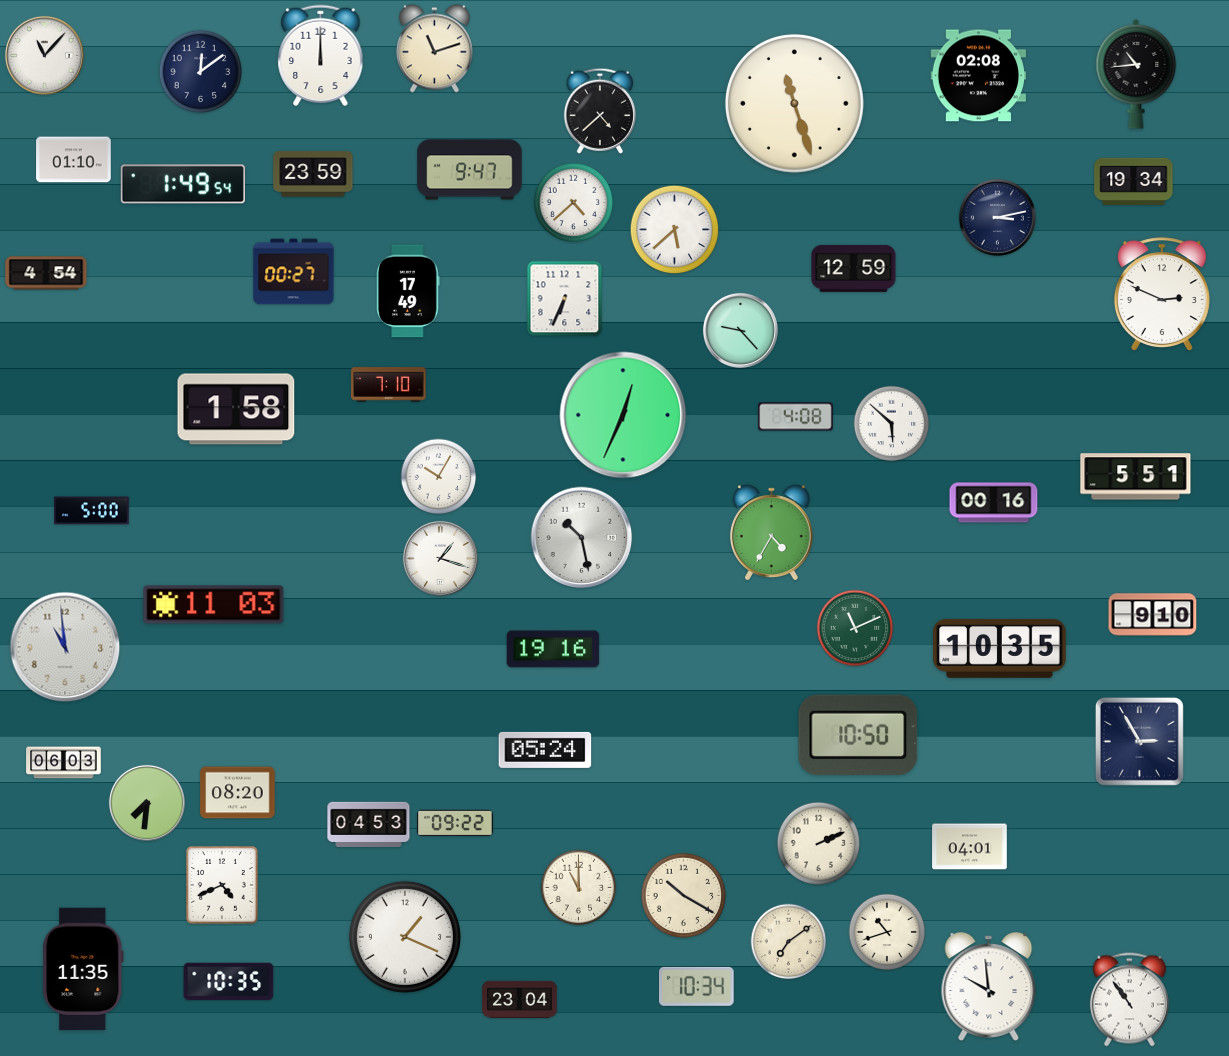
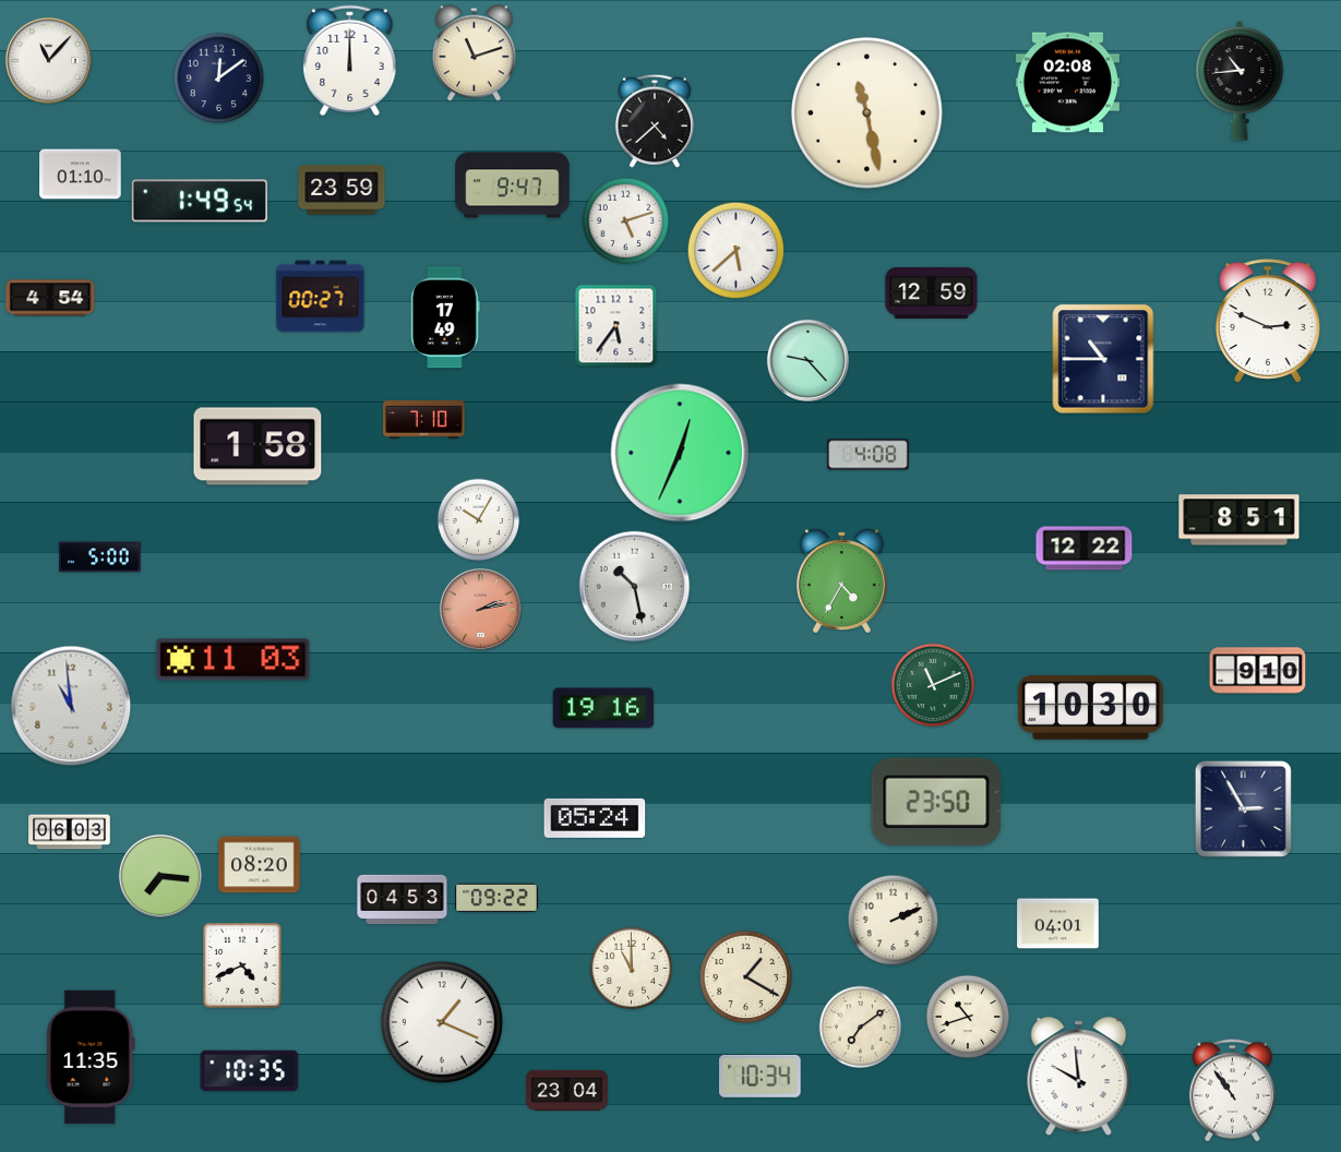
clock at (794, 103): 11:27 -> 11:28
clock at (1134, 181): 19:34 -> none
clock at (574, 203): 4:38 -> 5:12
clock at (997, 217): 3:13 -> none
clock at (565, 299): 6:34 -> 5:36
clock at (1103, 359): none -> 10:45
clock at (892, 424): 5:52 -> none
clock at (1136, 477): 5:51 -> 8:51
clock at (994, 503): 00:16 -> 12:22
clock at (440, 558): 1:18 -> 2:13
clock at (440, 558) dial: white -> salmon
clock at (1000, 649): 10:35 -> 10:30
clock at (858, 735): 10:50 -> 23:50
clock at (147, 803): 7:31 -> 7:16
clock at (684, 896): 10:20 -> 1:20
